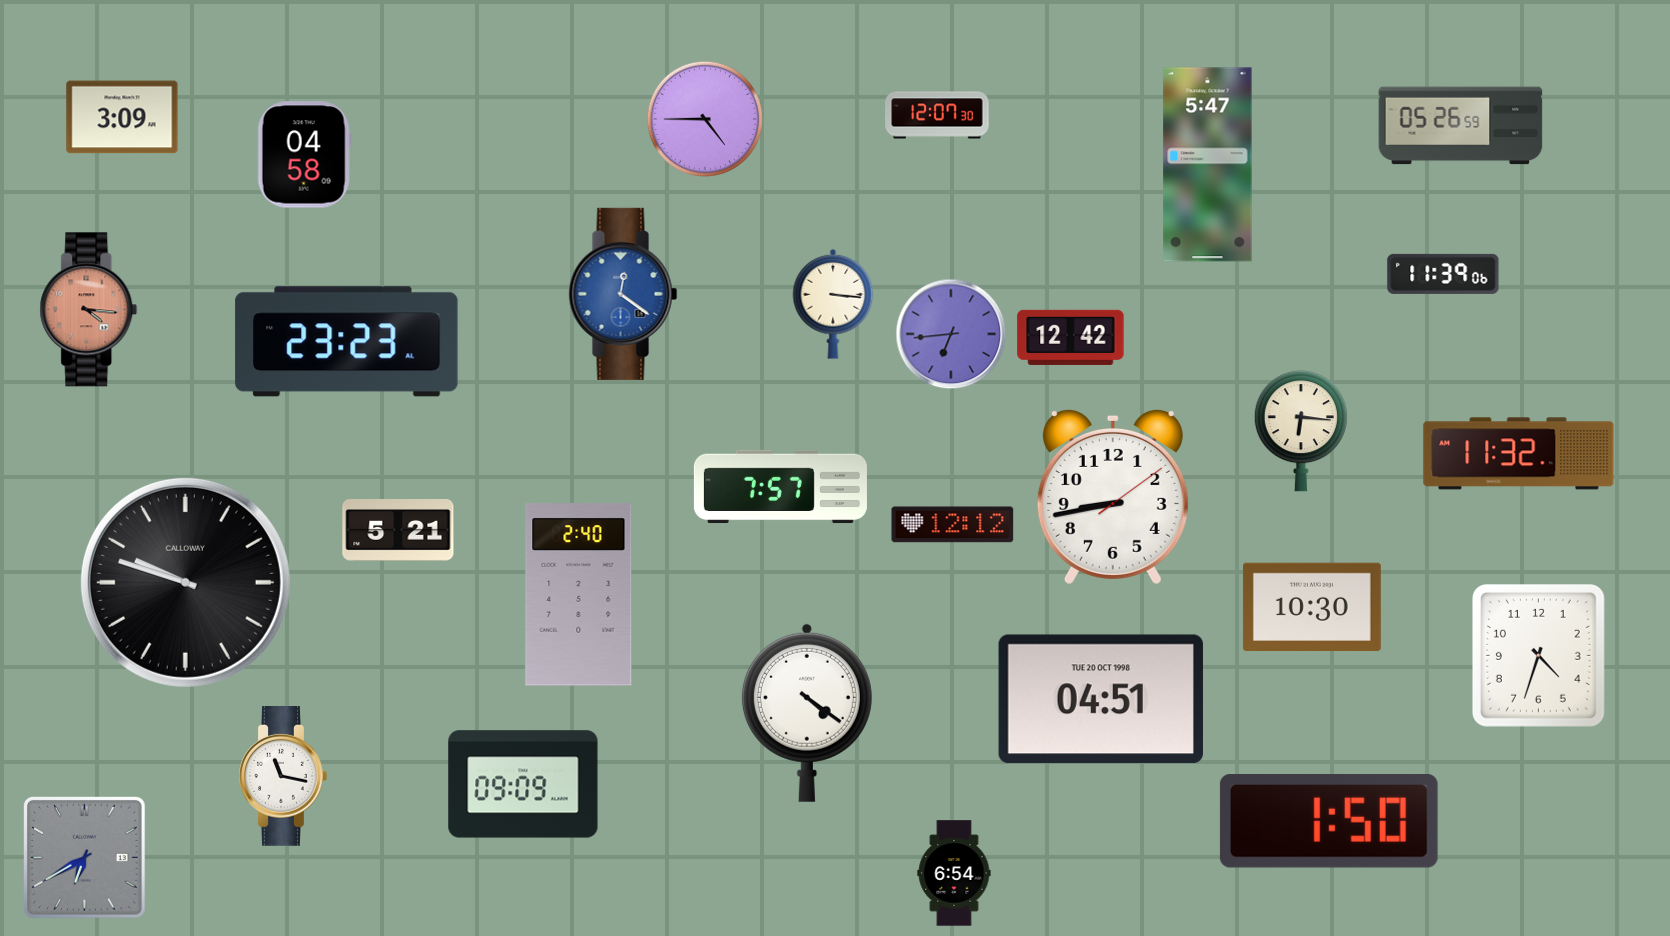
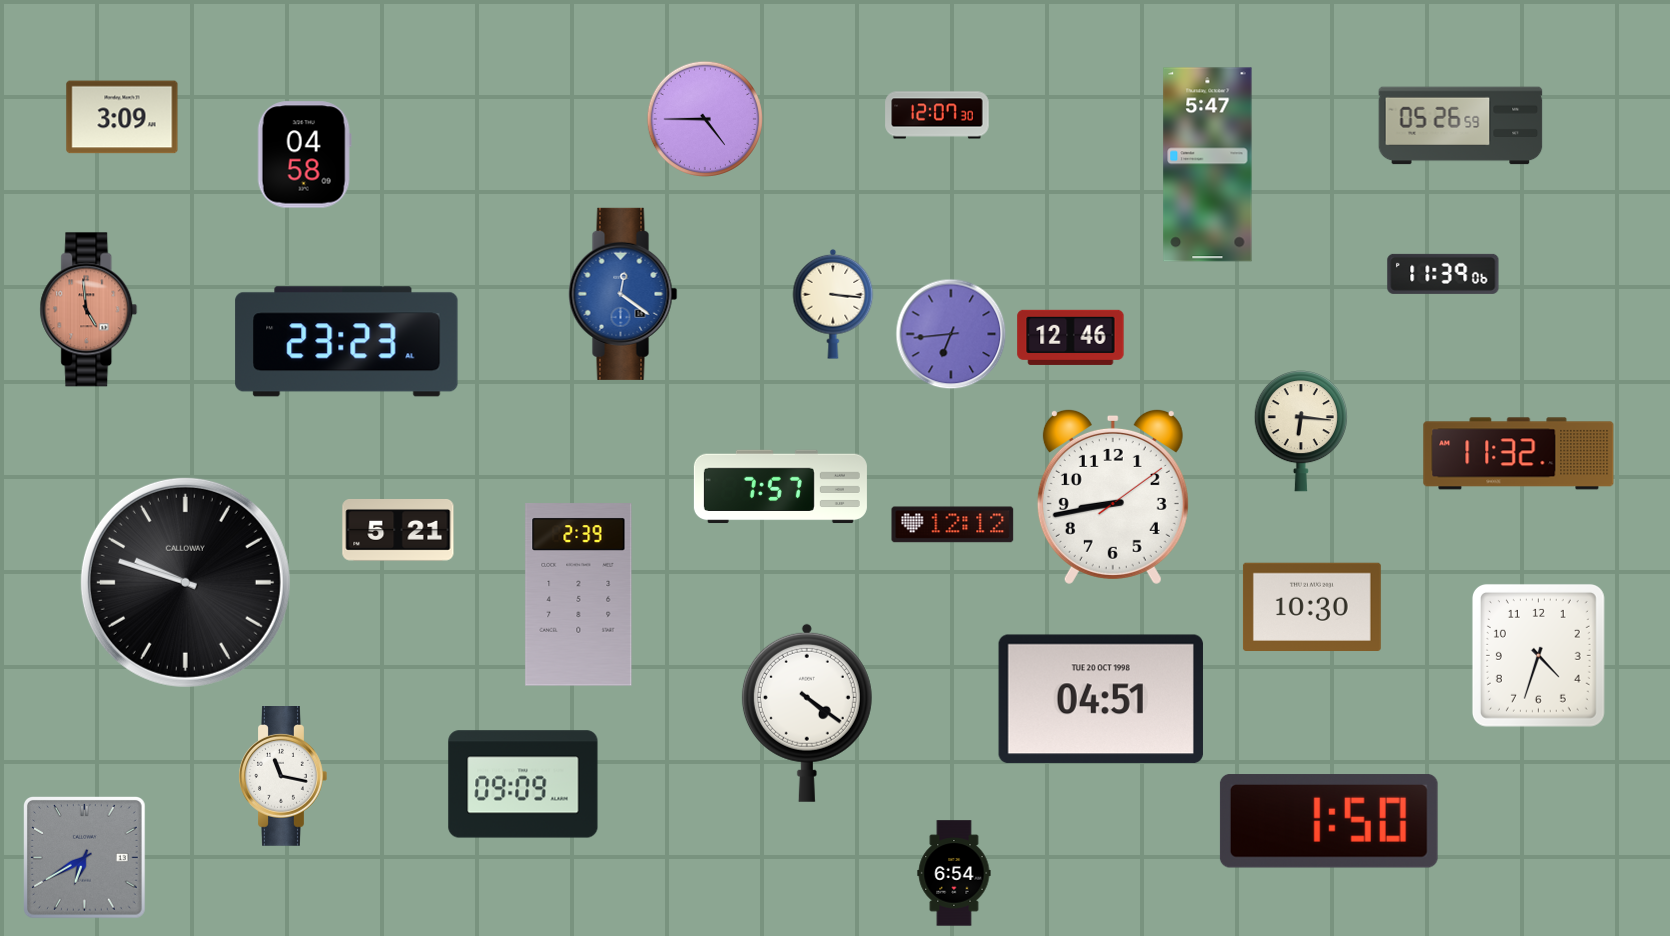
clock at (89, 310): 4:16 -> 4:59
clock at (1071, 337): 12:42 -> 12:46
clock at (579, 595): 2:40 -> 2:39
